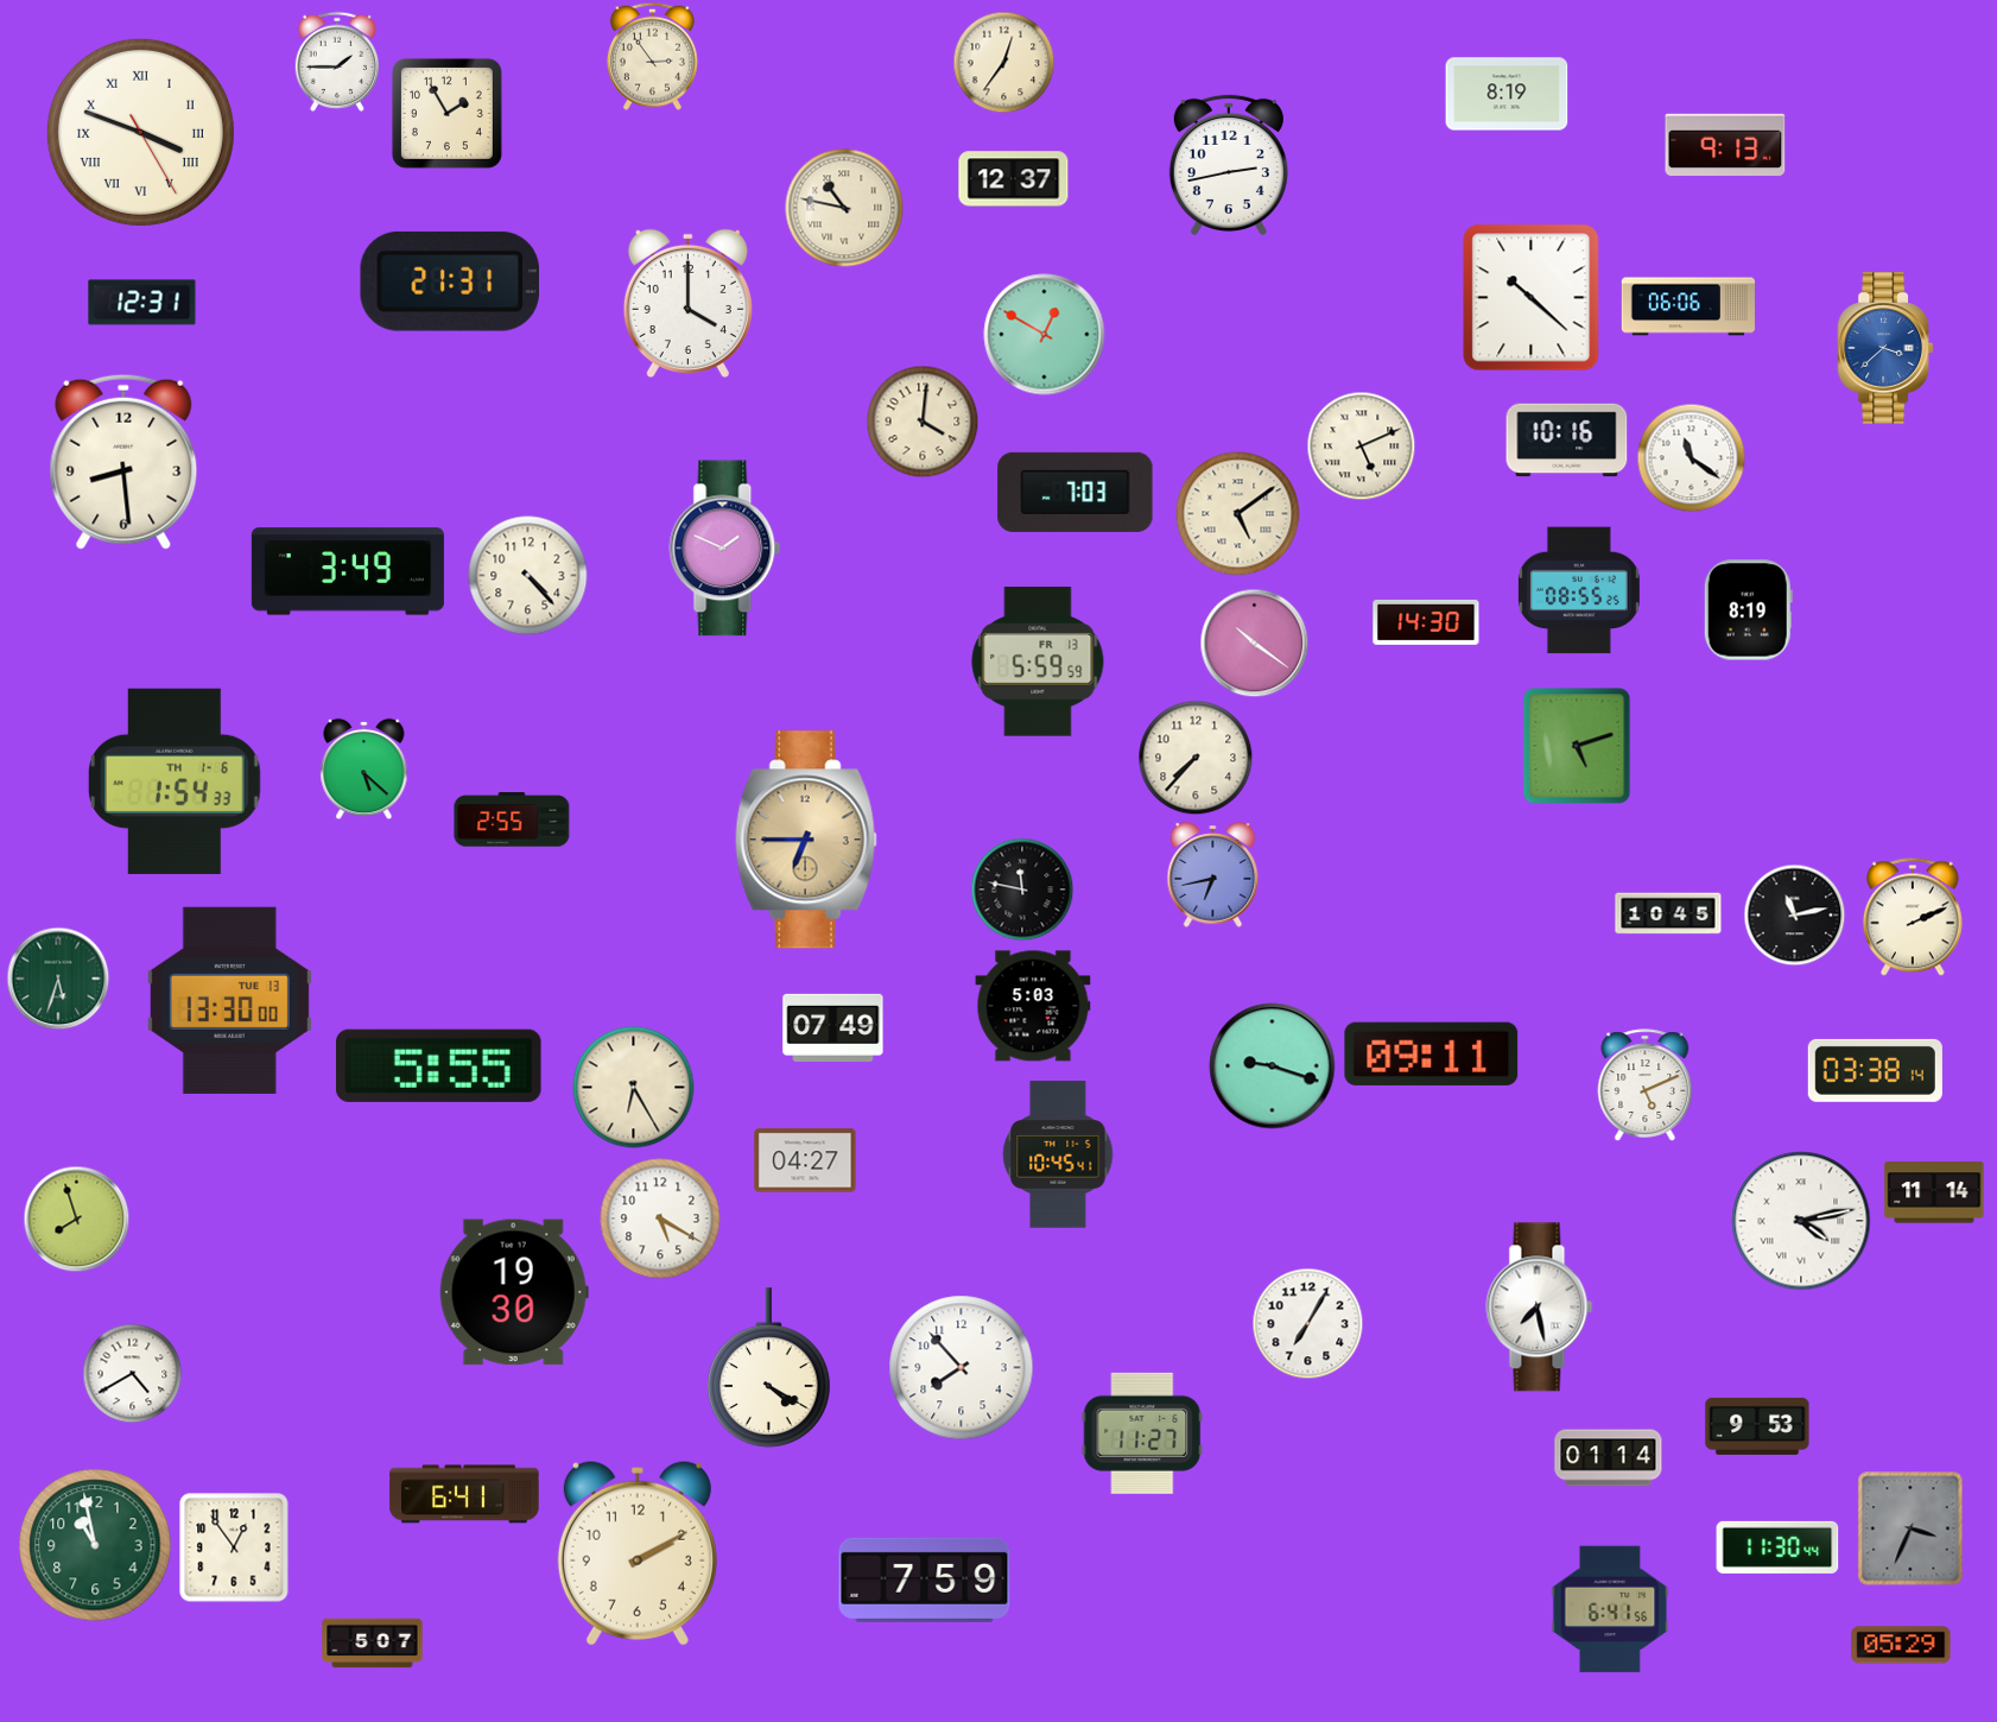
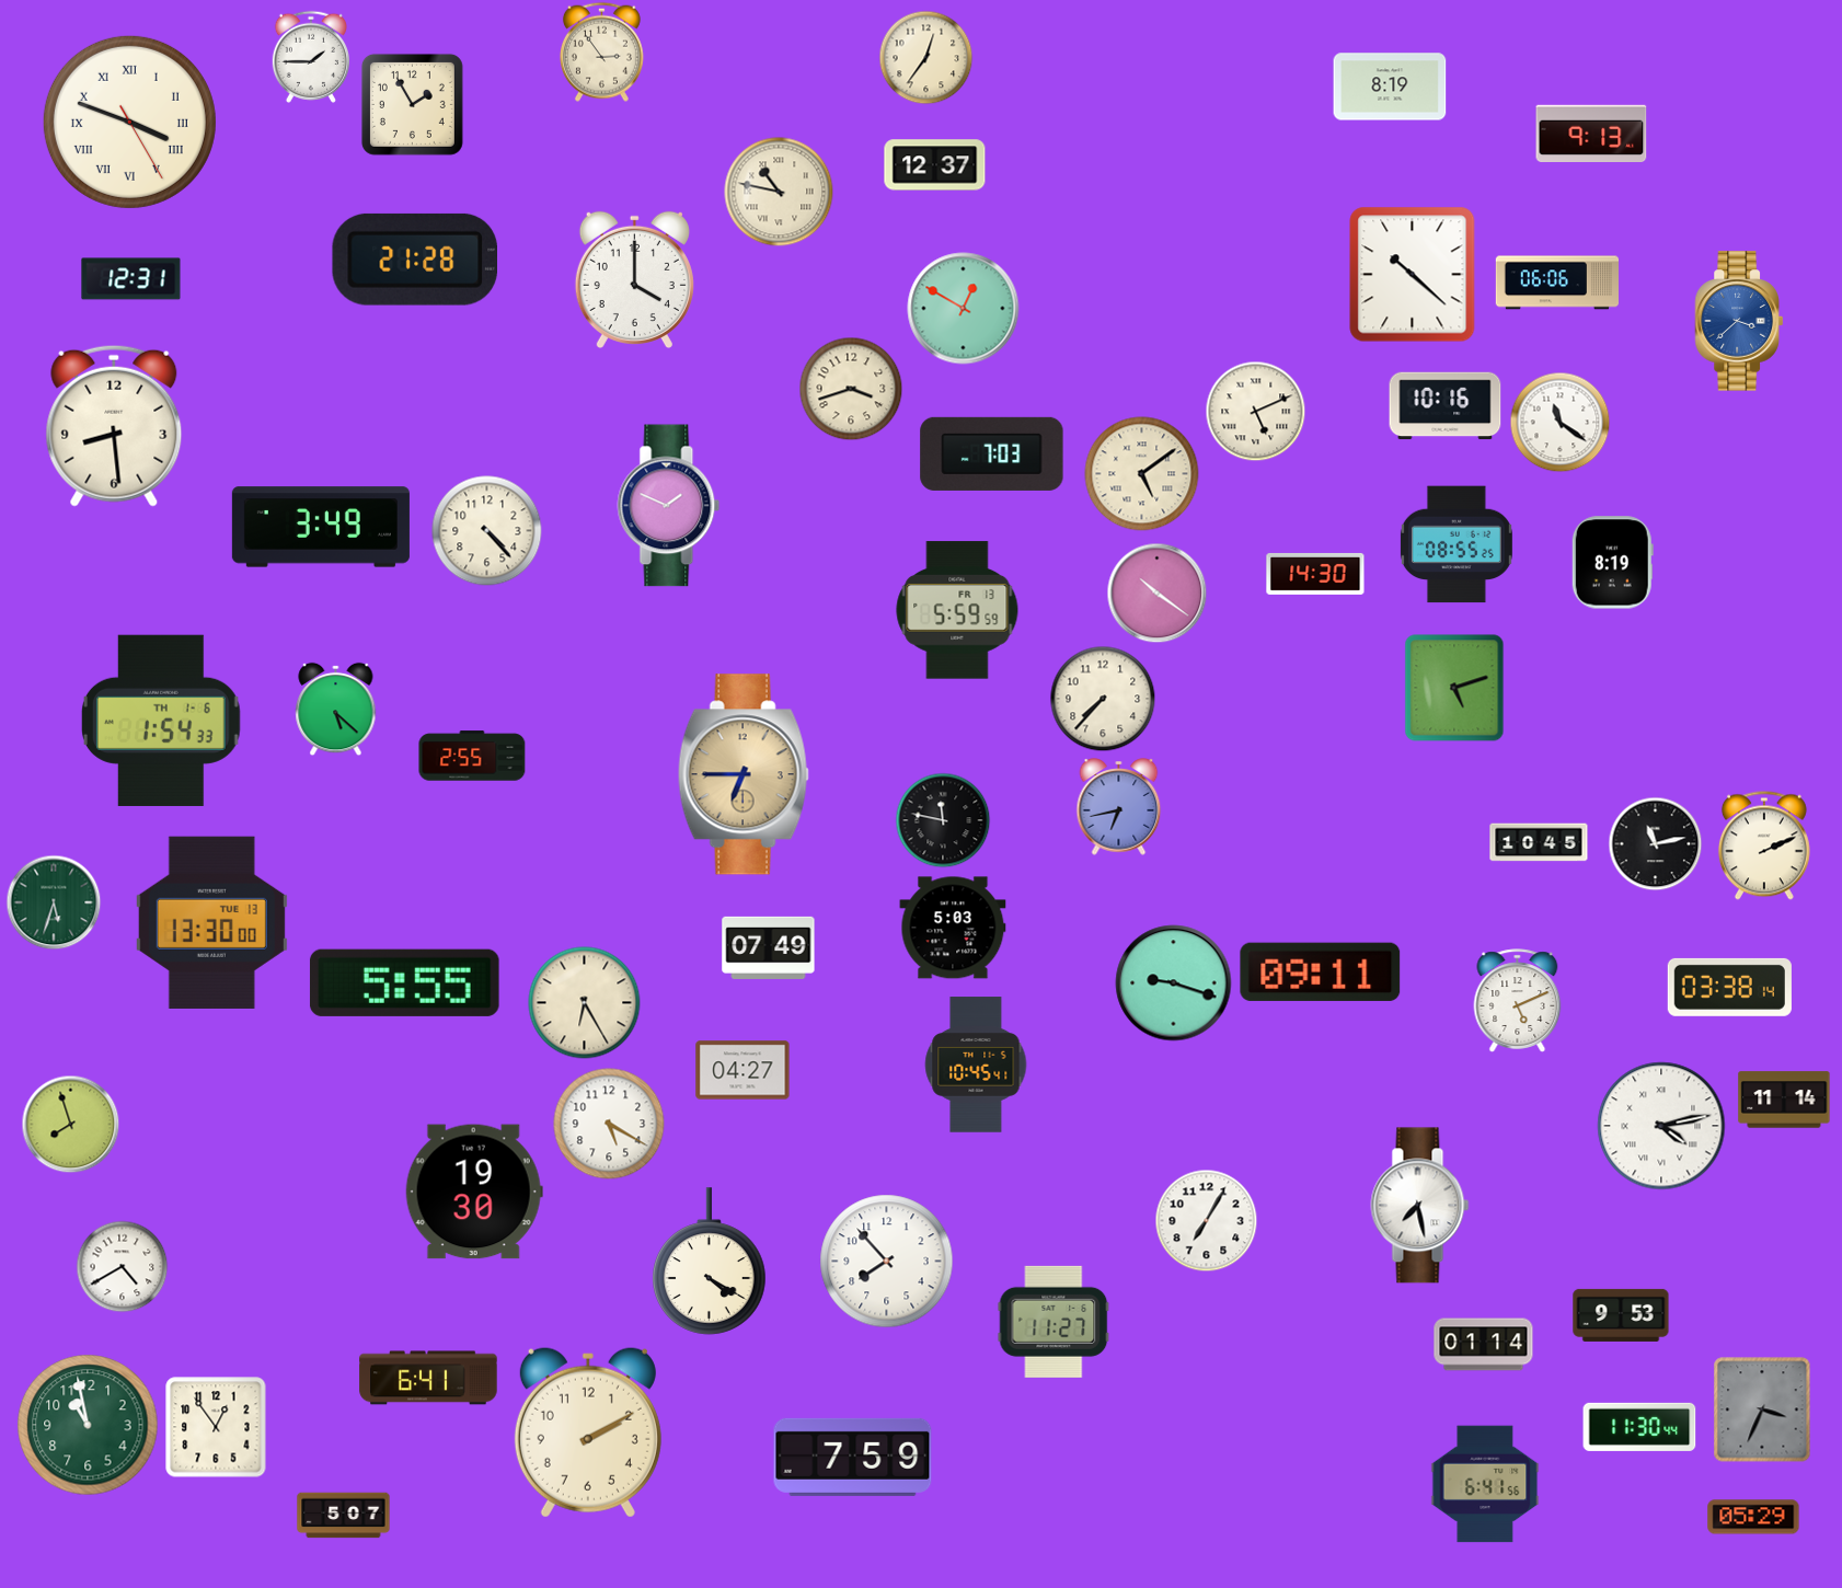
clock at (1229, 164): 2:43 -> none
clock at (449, 281): 21:31 -> 21:28
clock at (923, 422): 4:01 -> 3:42
